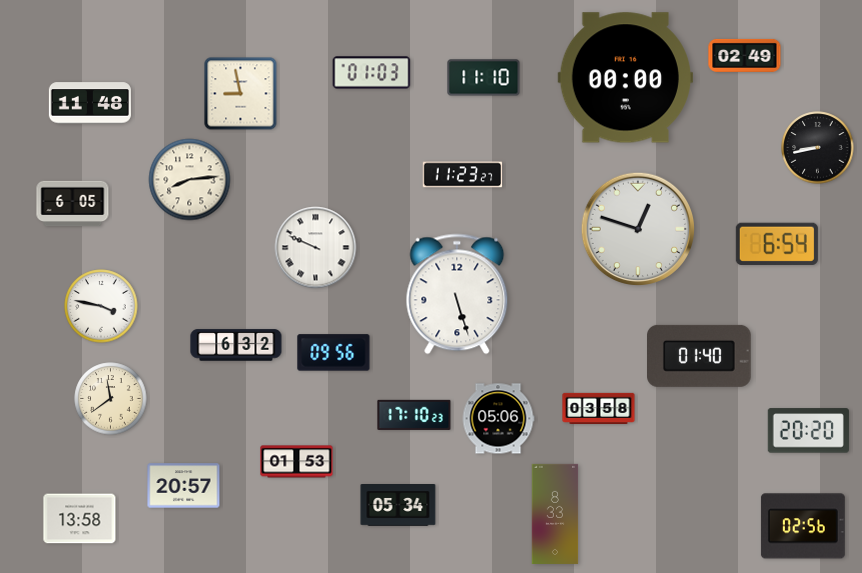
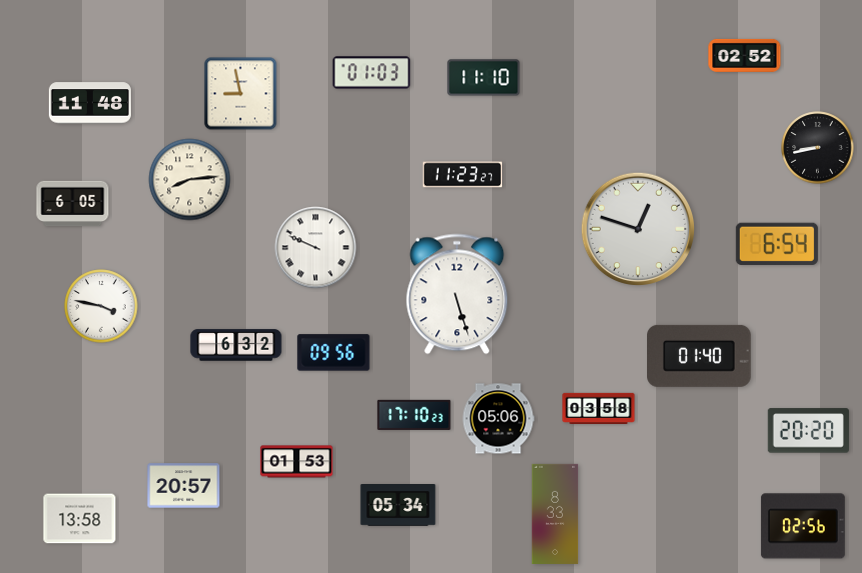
clock at (745, 55): 02:49 -> 02:52
clock at (625, 78): 00:00 -> none
clock at (111, 399): 11:39 -> none
